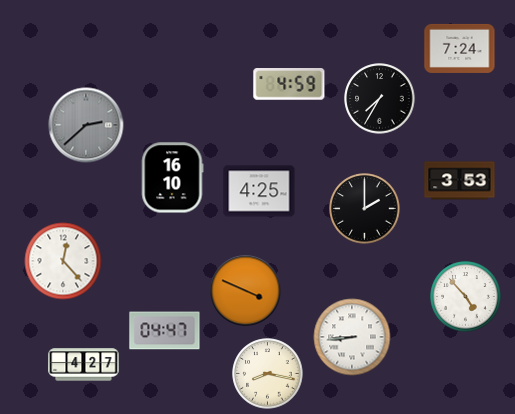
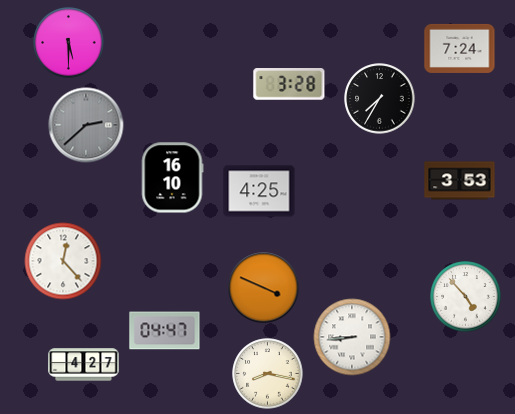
clock at (69, 43): none -> 5:30
clock at (289, 85): 4:59 -> 3:28
clock at (365, 209): 2:00 -> none
clock at (246, 291) position: (246, 291) -> (264, 288)
